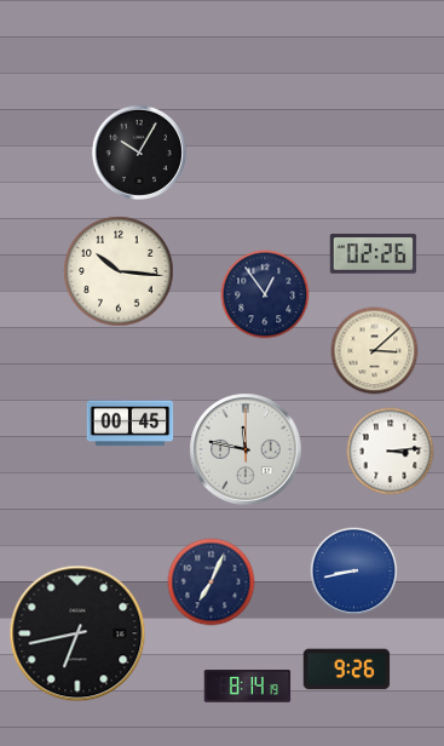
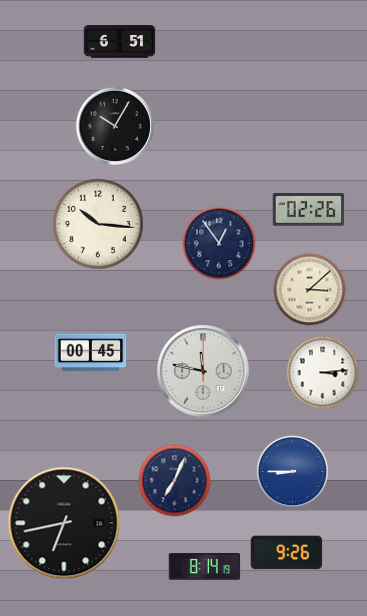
clock at (120, 42): none -> 6:51
clock at (131, 424) position: (131, 424) -> (91, 353)
clock at (354, 572): 8:43 -> 8:45
